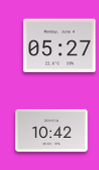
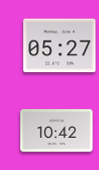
clock at (52, 131) position: (52, 131) -> (57, 131)
